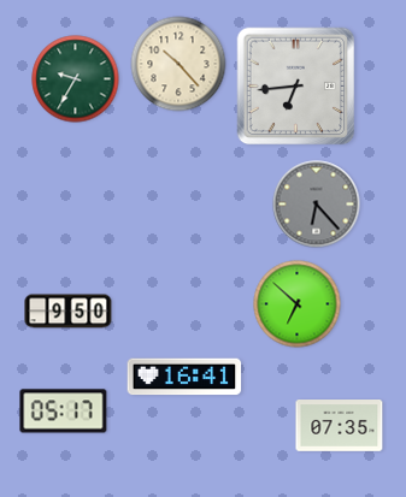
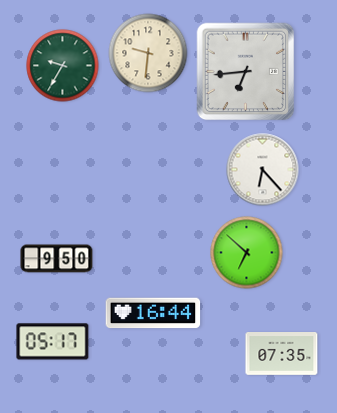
clock at (178, 64): 10:23 -> 9:31
clock at (317, 205) dial: grey -> white
clock at (184, 377): 16:41 -> 16:44
